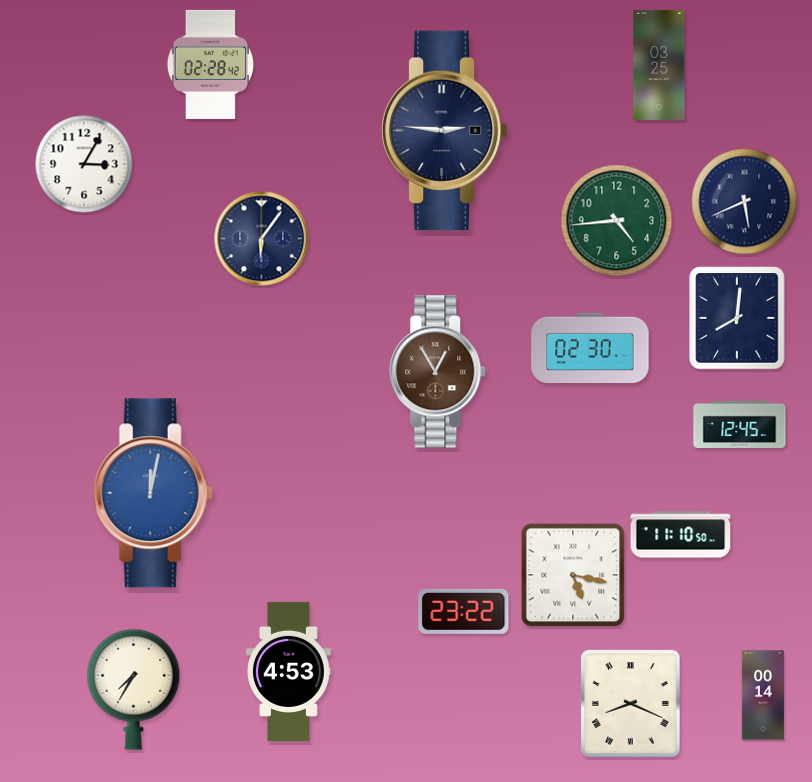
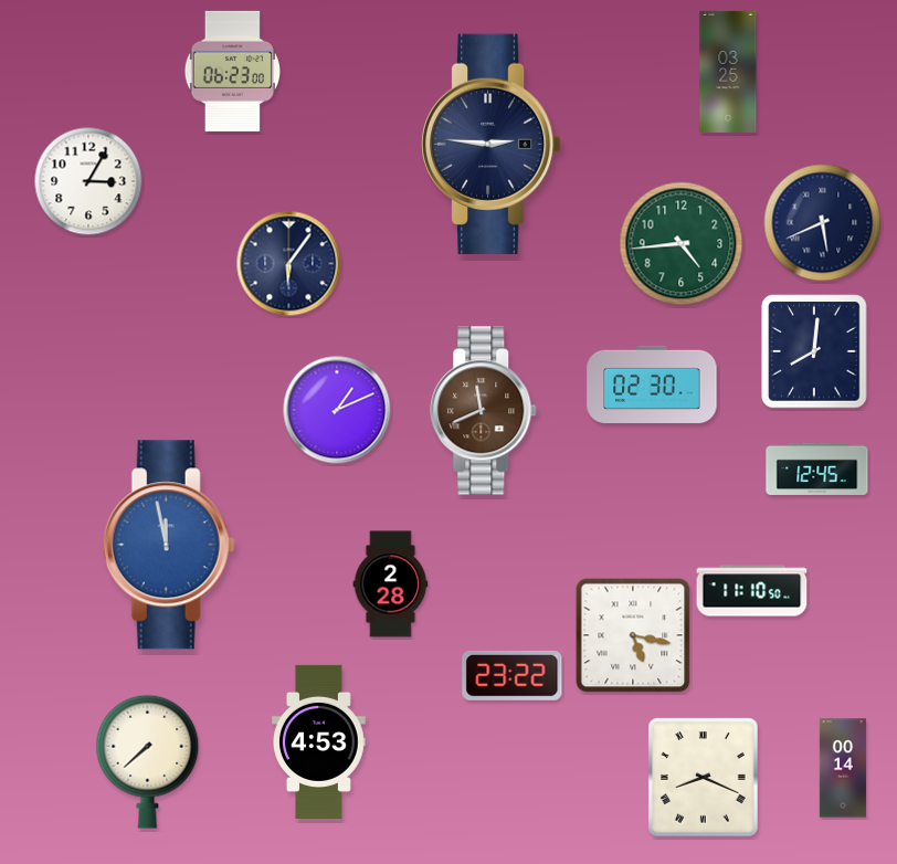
clock at (210, 64): 02:28 -> 06:23
clock at (84, 164) position: (84, 164) -> (88, 181)
clock at (337, 410): none -> 1:11
clock at (438, 372): 12:55 -> 11:41
clock at (153, 493): 12:02 -> 11:58
clock at (391, 584): none -> 2:28
clock at (134, 689): 7:35 -> 7:38
clock at (631, 704) position: (631, 704) -> (704, 778)
